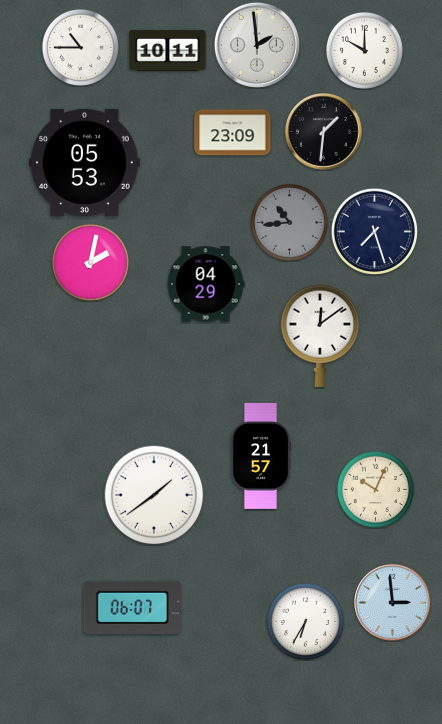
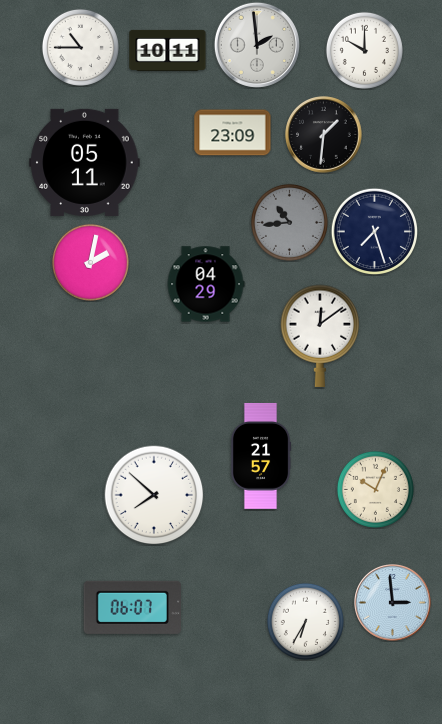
clock at (324, 132) position: (324, 132) -> (324, 135)
clock at (85, 162): 05:53 -> 05:11
clock at (154, 495): 1:39 -> 7:52
